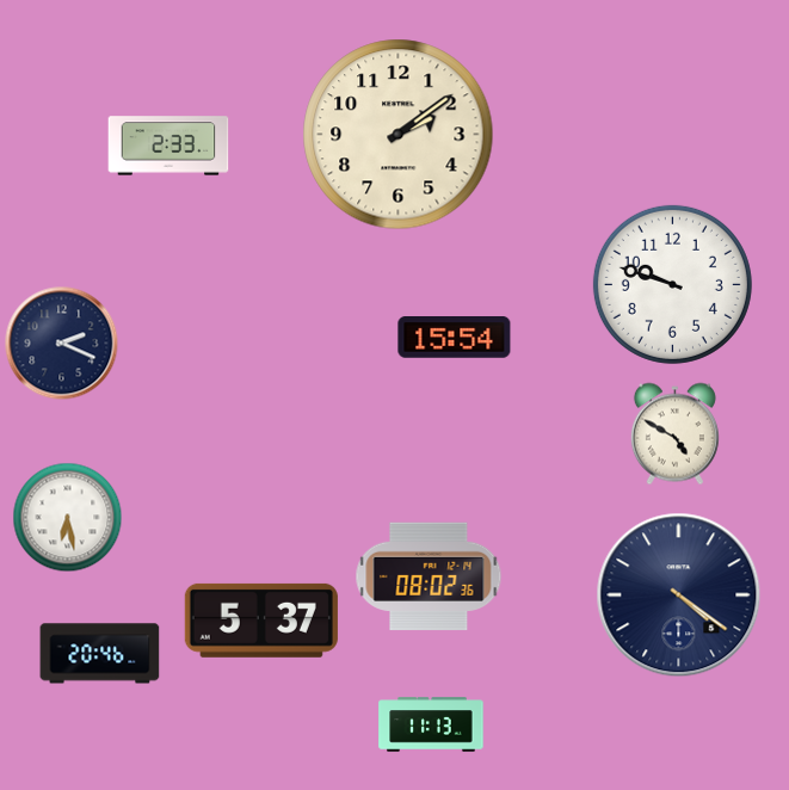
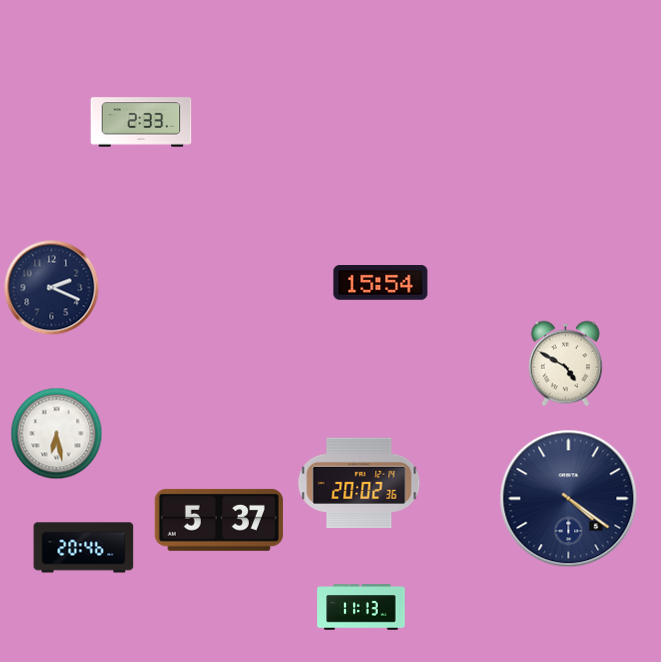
clock at (399, 135): 2:09 -> none
clock at (672, 284): 9:48 -> none
clock at (429, 576): 08:02 -> 20:02
